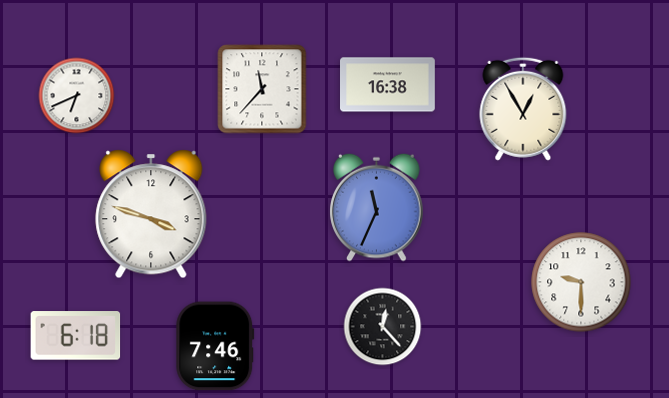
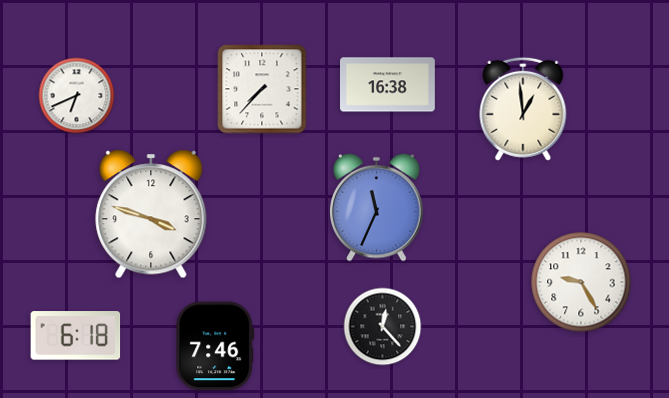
clock at (262, 89): 11:37 -> 7:37
clock at (523, 109): 12:55 -> 12:59
clock at (581, 282): 9:30 -> 9:25
